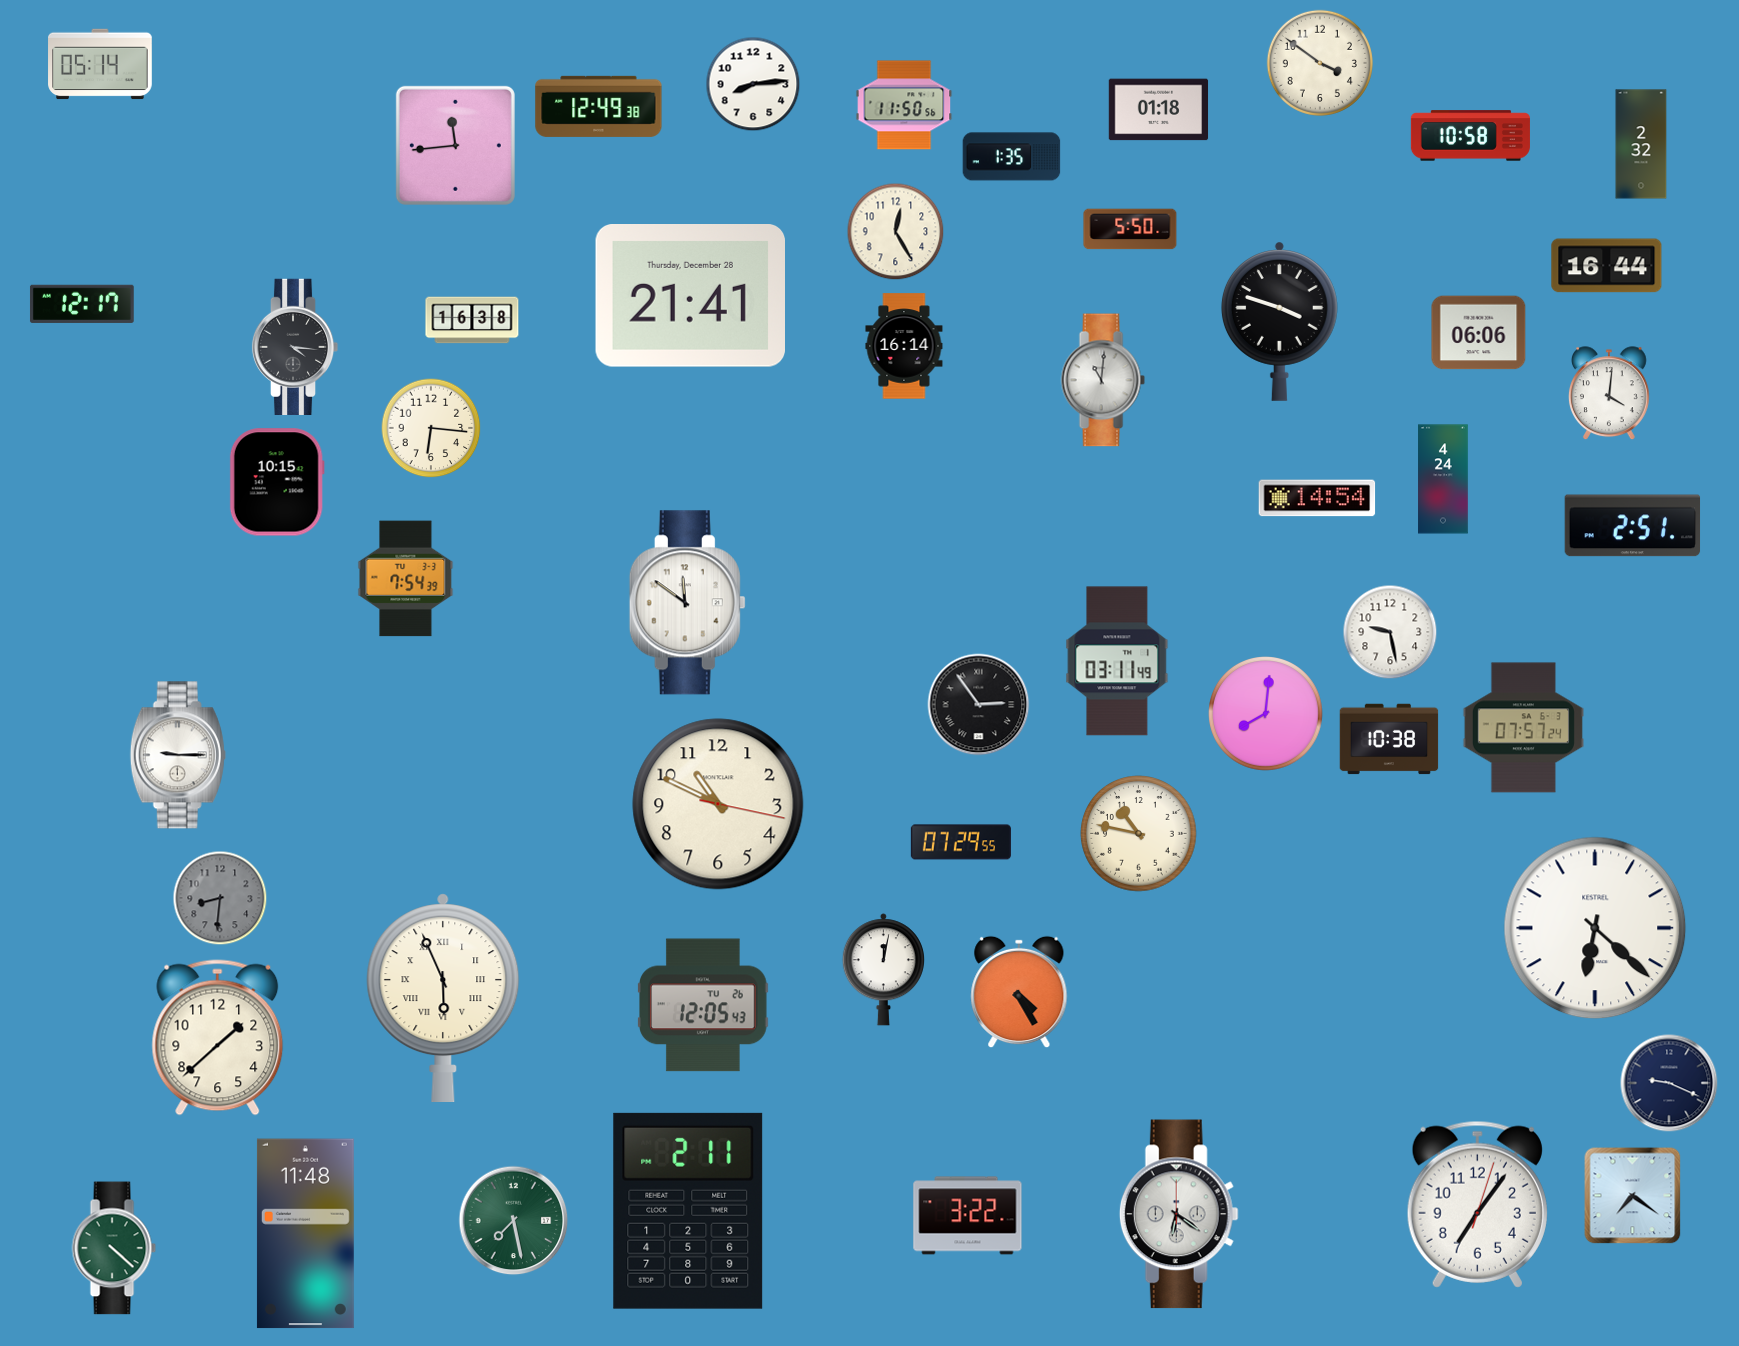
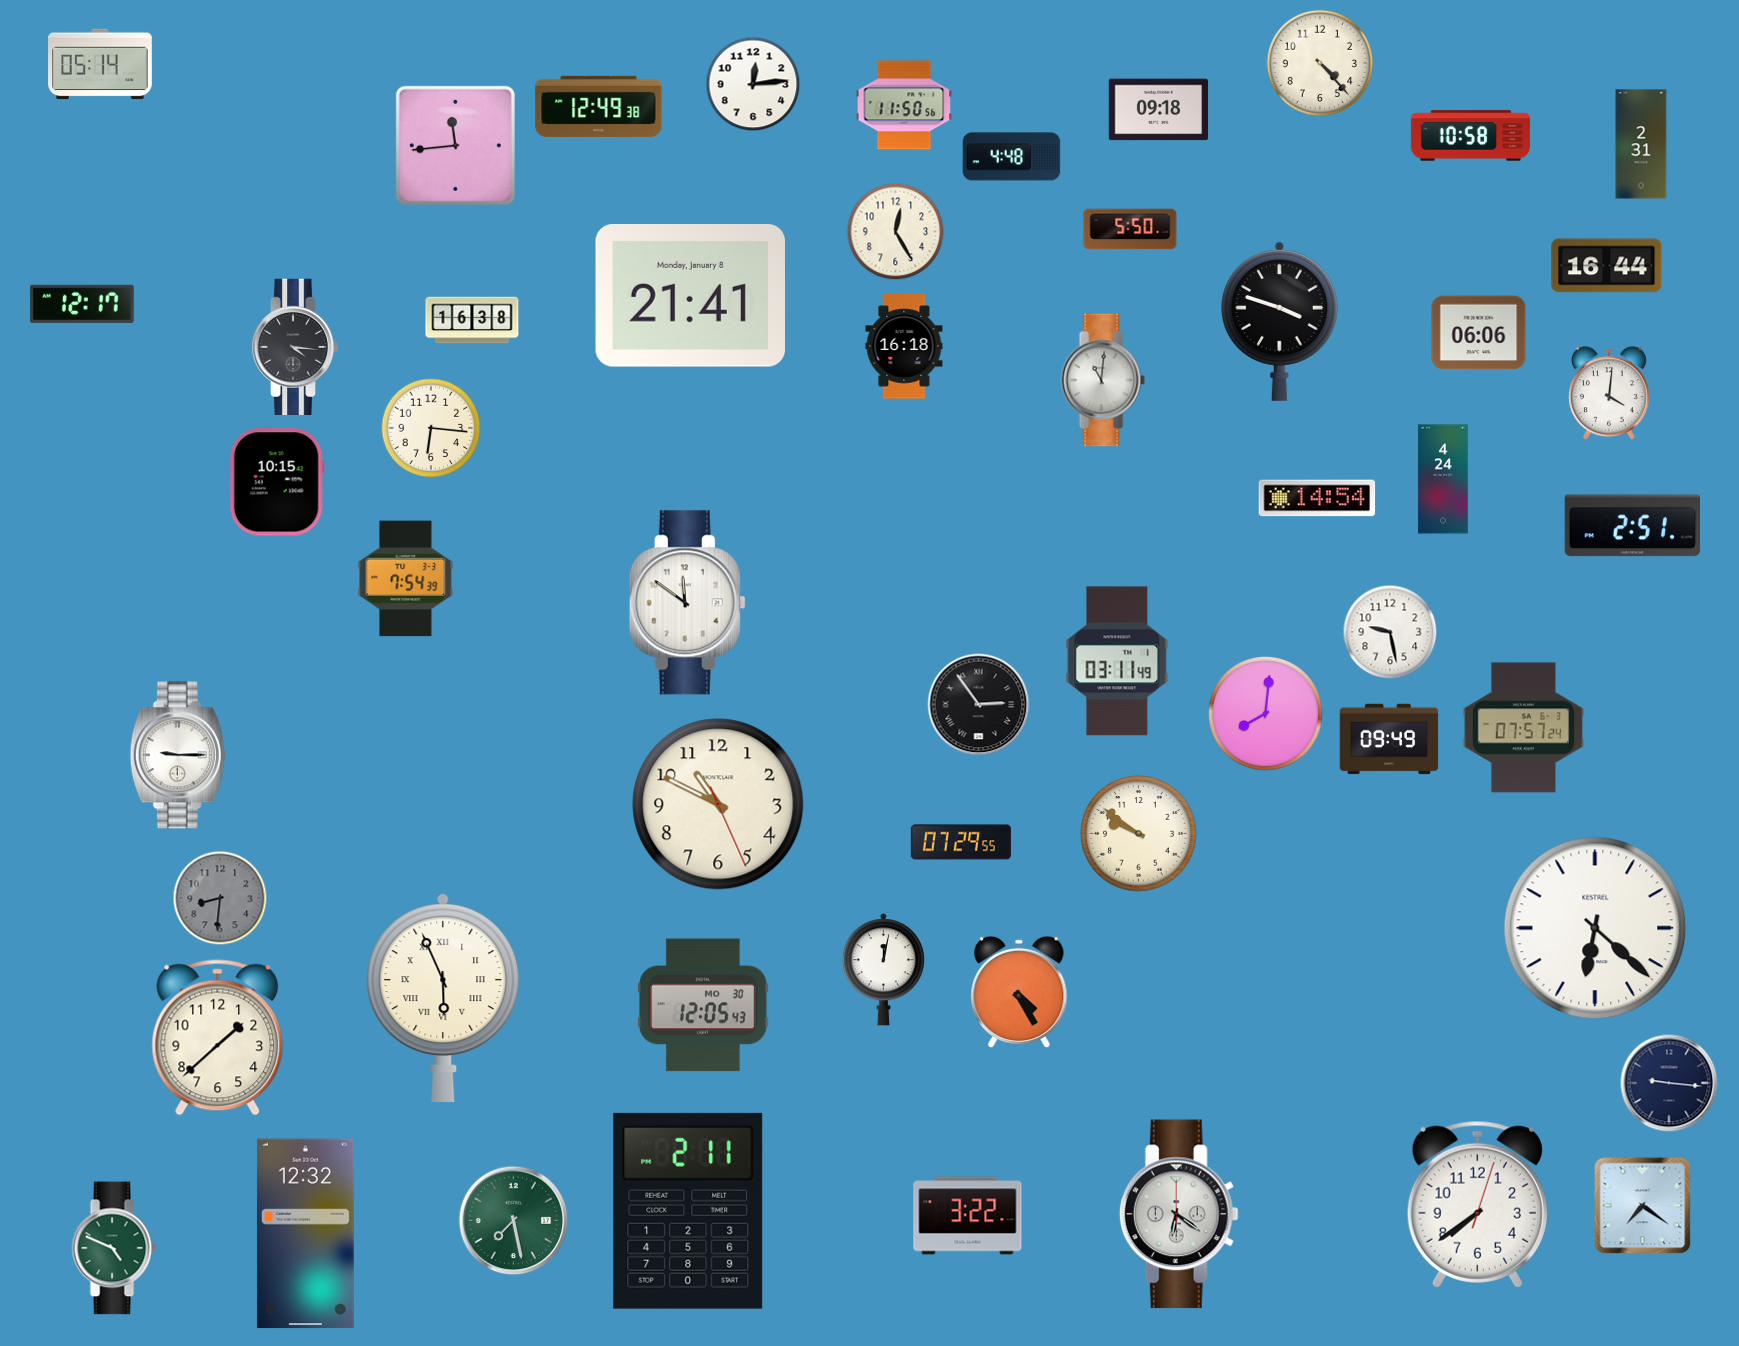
clock at (1320, 63): 3:51 -> 4:23
clock at (753, 84): 8:14 -> 12:14
clock at (1159, 110): 01:18 -> 09:18
clock at (1641, 144): 2:32 -> 2:31
clock at (1012, 157): 1:35 -> 4:48
clock at (690, 296) date: Thursday, December 28 -> Monday, January 8
clock at (904, 346): 16:14 -> 16:18
clock at (1389, 739): 10:38 -> 09:49
clock at (718, 804): 10:49:17 -> 10:49:26
clock at (1139, 834): 10:47 -> 9:51
clock at (704, 1005) date: TU 26 -> MO 30
clock at (1669, 1083): 9:19 -> 9:16
clock at (1633, 1196) position: (1633, 1196) -> (1643, 1206)
clock at (1477, 1204): 7:06 -> 7:39
clock at (305, 1234): 11:48 -> 12:32
clock at (114, 1248): 4:22 -> 4:49
